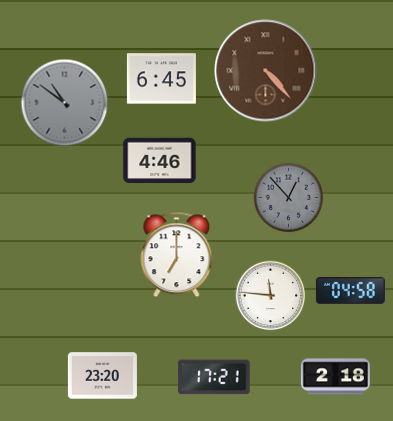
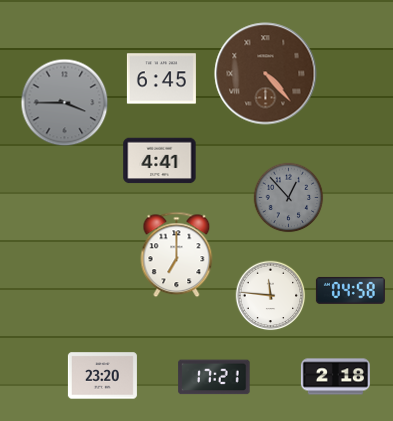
clock at (266, 71) position: (266, 71) -> (266, 74)
clock at (65, 103): 10:51 -> 3:45
clock at (160, 161): 4:46 -> 4:41
